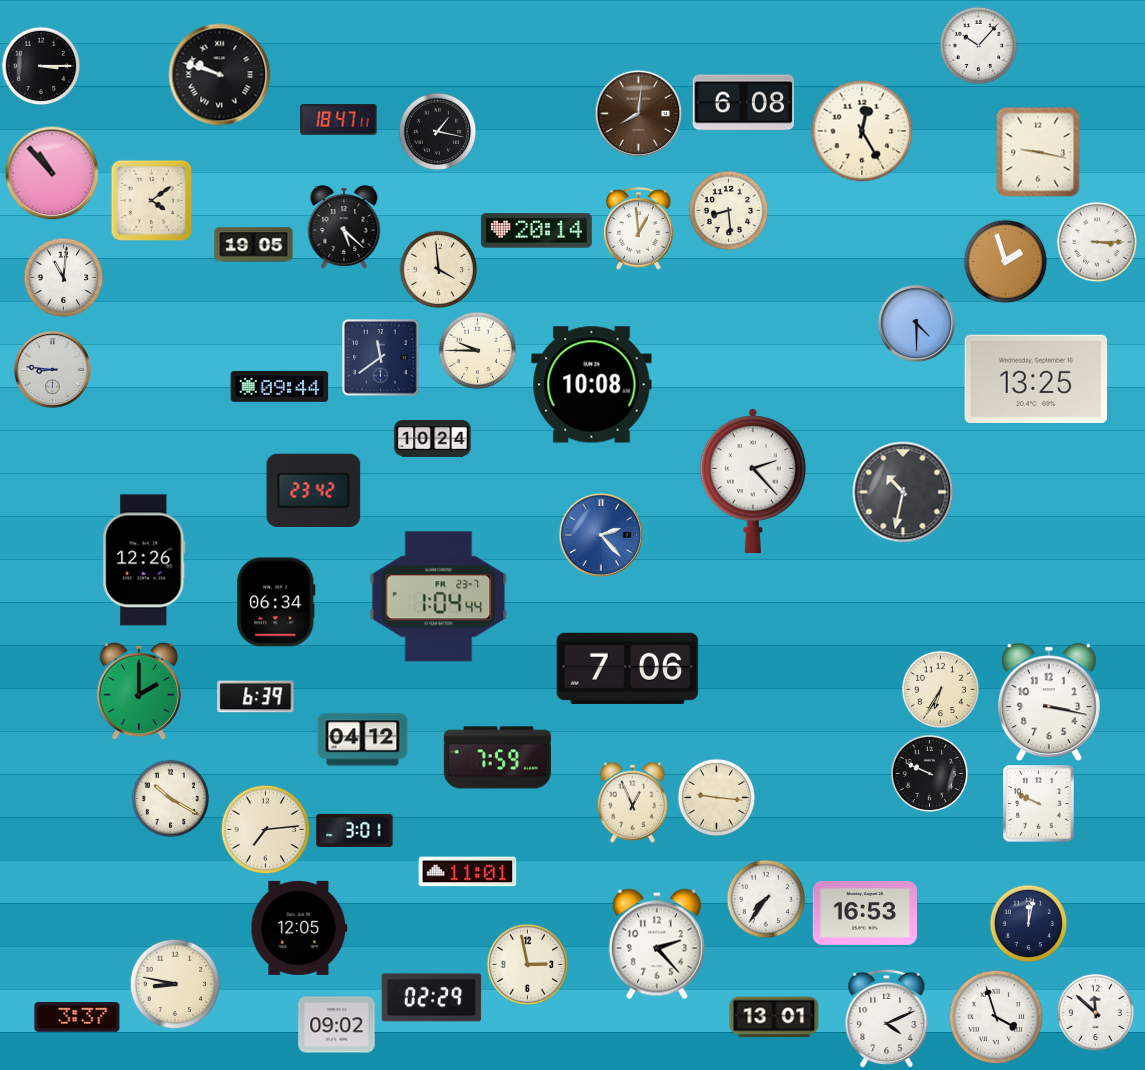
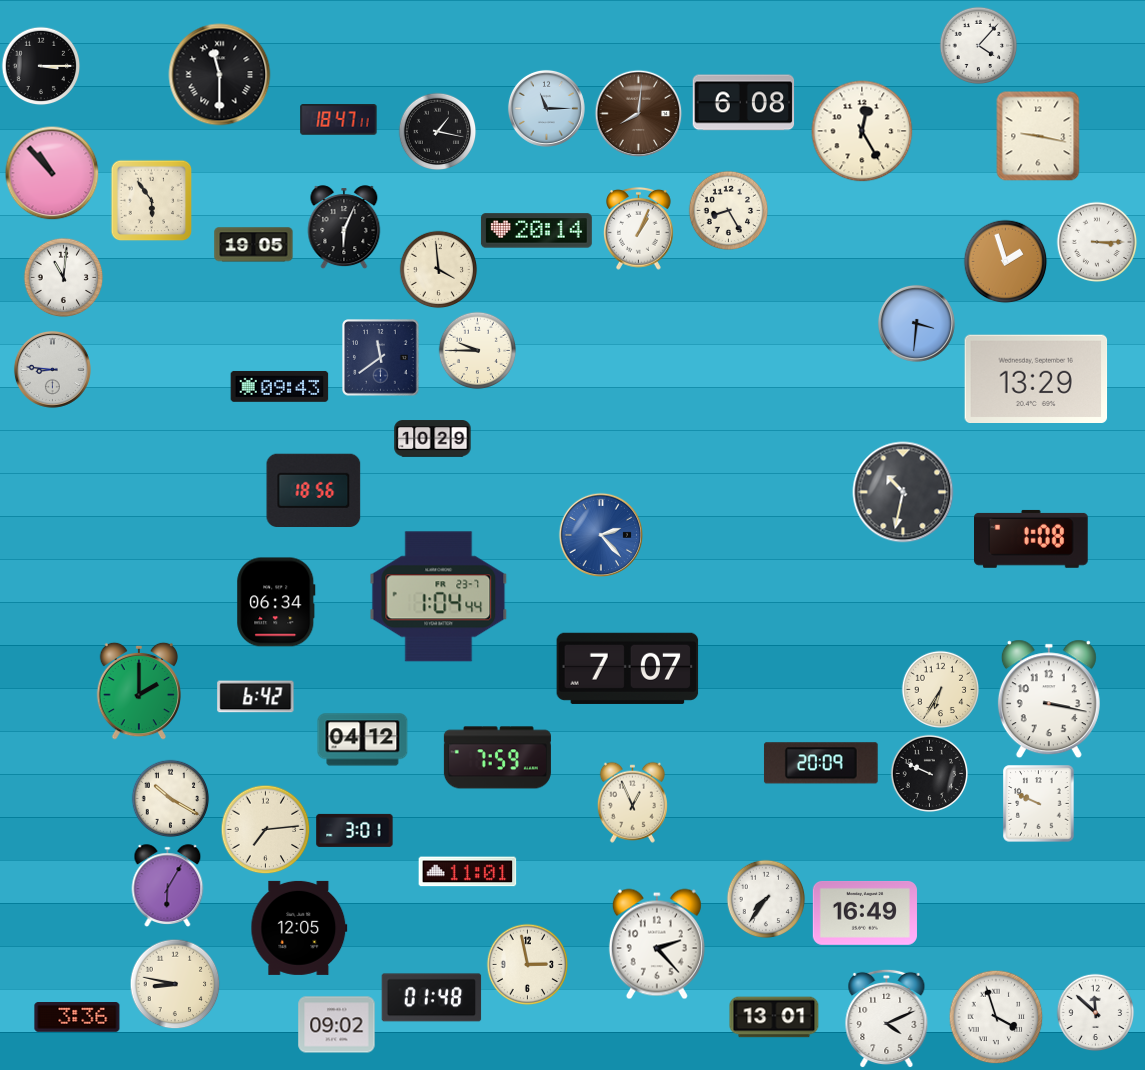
clock at (978, 45): 10:07 -> 4:07
clock at (220, 75): 9:48 -> 11:30
clock at (546, 108): none -> 11:15
clock at (1038, 152) position: (1038, 152) -> (1038, 136)
clock at (151, 200): 4:09 -> 5:54
clock at (728, 210): 8:29 -> 8:25
clock at (344, 227): 5:22 -> 6:04
clock at (639, 228): 12:59 -> 1:04
clock at (916, 323): 4:30 -> 3:31
clock at (1036, 378): 13:25 -> 13:29
clock at (592, 385): 10:08 -> none
clock at (280, 386): 09:44 -> 09:43
clock at (433, 439): 10:24 -> 10:29
clock at (753, 481): 2:23 -> none
clock at (314, 490): 23:42 -> 18:56
clock at (1032, 539): none -> 1:08
clock at (144, 560): 12:26 -> none
clock at (628, 668): 7:06 -> 7:07
clock at (256, 697): 6:39 -> 6:42
clock at (1049, 702) position: (1049, 702) -> (1049, 699)
clock at (821, 763): none -> 20:09
clock at (716, 797): 9:16 -> none
clock at (168, 886): none -> 6:05
clock at (865, 913): 16:53 -> 16:49
clock at (1028, 923): 12:02 -> none
clock at (432, 998): 02:29 -> 01:48
clock at (77, 1018): 3:37 -> 3:36
